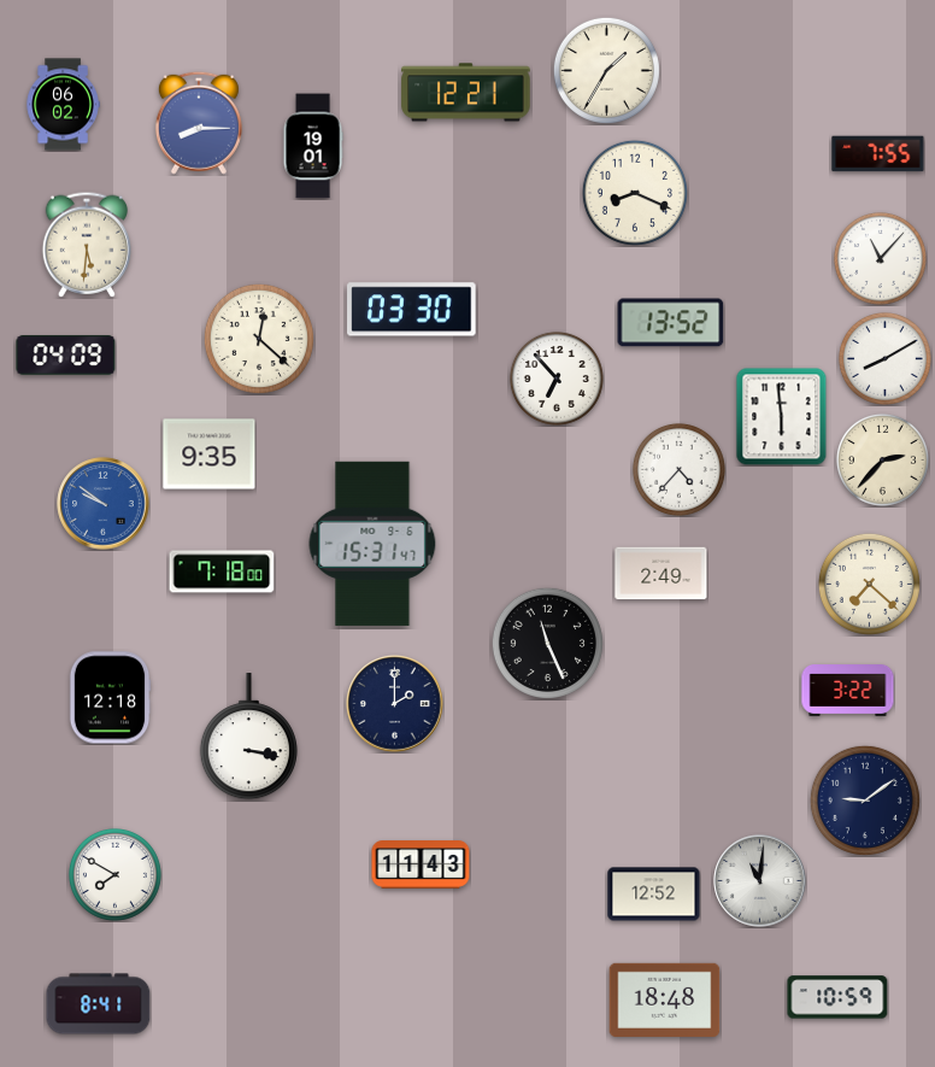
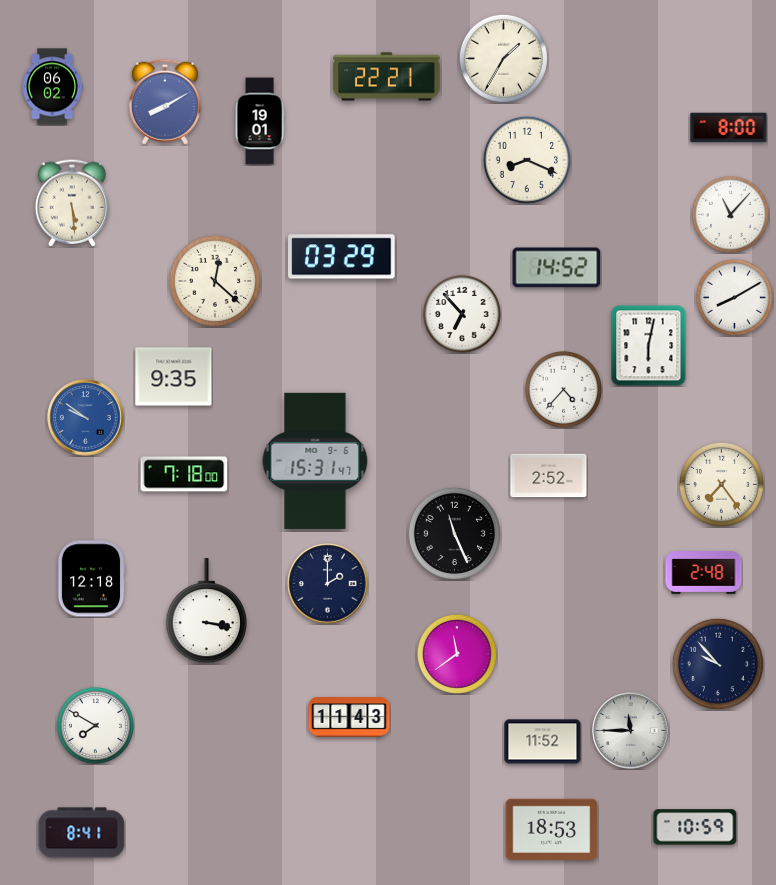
clock at (466, 93): 12:21 -> 22:21
clock at (199, 123): 8:15 -> 8:10
clock at (878, 154): 7:55 -> 8:00
clock at (87, 245): 5:31 -> 5:29
clock at (412, 310): 03:30 -> 03:29
clock at (671, 323): 13:52 -> 14:52
clock at (66, 356): 04:09 -> none
clock at (782, 416): 5:59 -> 6:02
clock at (882, 459): 2:37 -> none
clock at (372, 544) position: (372, 544) -> (315, 461)
clock at (661, 574): 2:49 -> 2:52
clock at (869, 584): 7:22 -> 7:24
clock at (848, 691): 3:22 -> 2:48
clock at (457, 654): none -> 11:39
clock at (865, 801): 9:09 -> 9:53
clock at (760, 881): 11:01 -> 11:45
clock at (654, 895): 12:52 -> 11:52
clock at (665, 999): 18:48 -> 18:53
